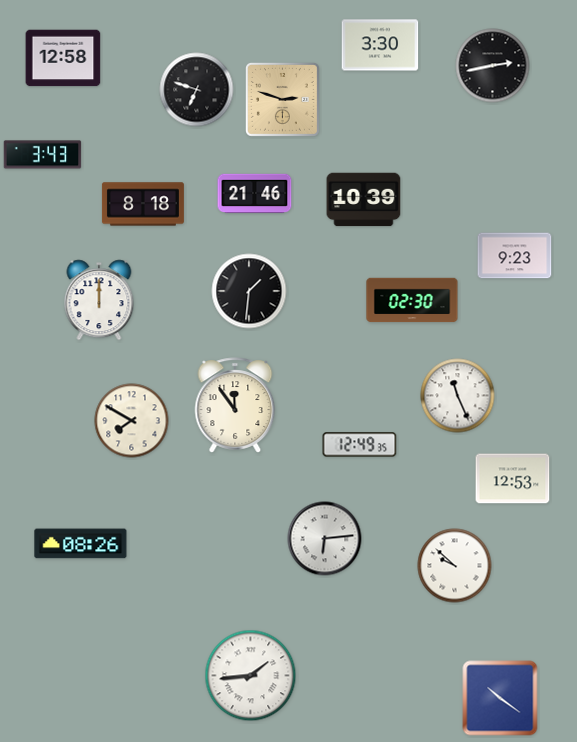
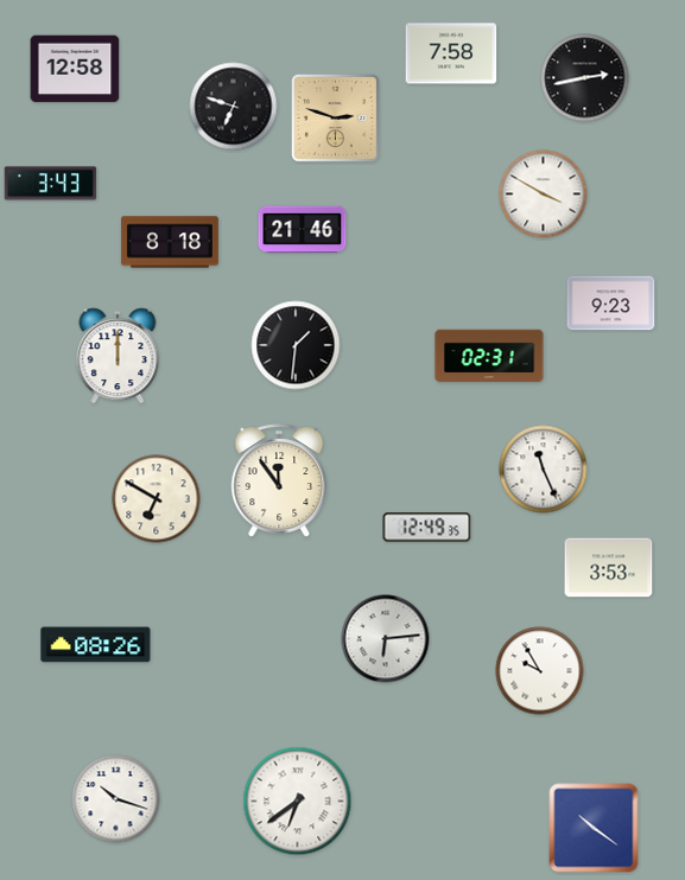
clock at (380, 45): 3:30 -> 7:58
clock at (544, 195): none -> 3:50
clock at (364, 200): 10:39 -> none
clock at (412, 300): 02:30 -> 02:31
clock at (132, 421): 7:50 -> 6:50
clock at (513, 479): 12:53 -> 3:53
clock at (455, 566): 9:52 -> 9:55
clock at (116, 799): none -> 10:18
clock at (251, 676): 1:44 -> 6:39
